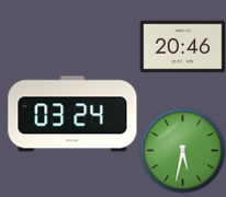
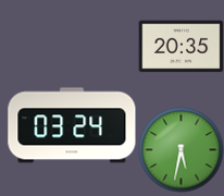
clock at (182, 47): 20:46 -> 20:35
clock at (72, 114) position: (72, 114) -> (72, 125)
